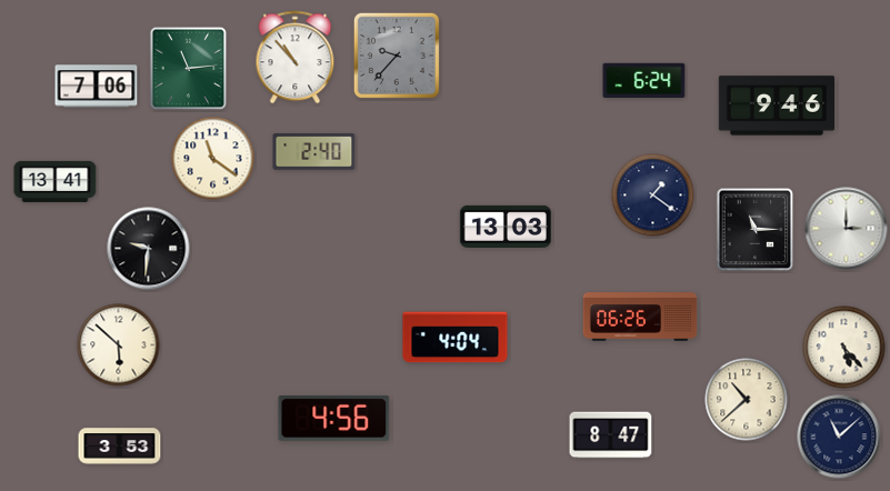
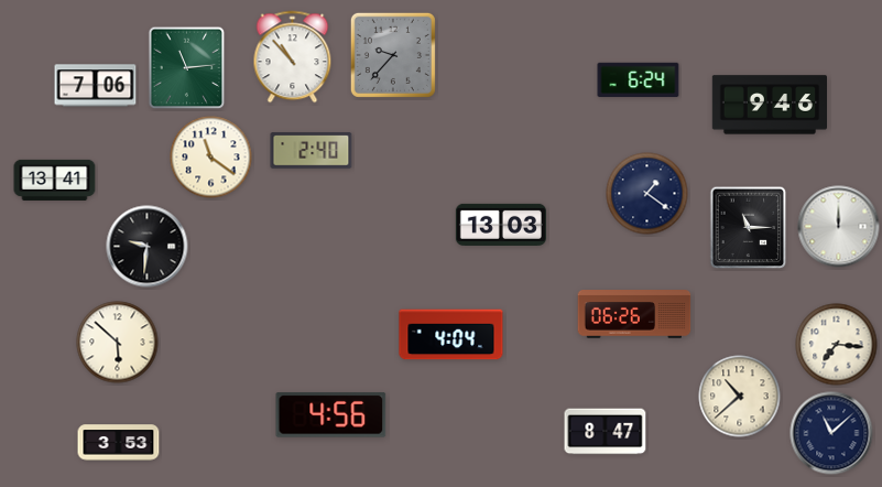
clock at (847, 229): 3:00 -> 12:00
clock at (844, 348): 5:23 -> 7:16
